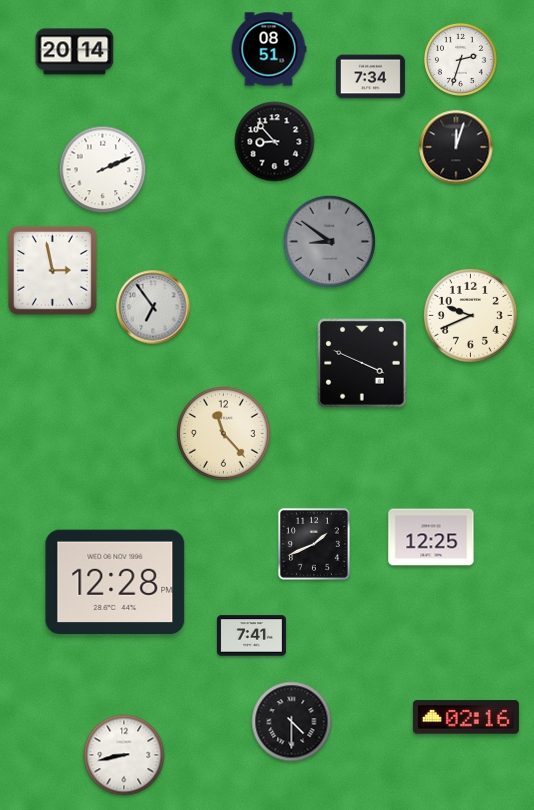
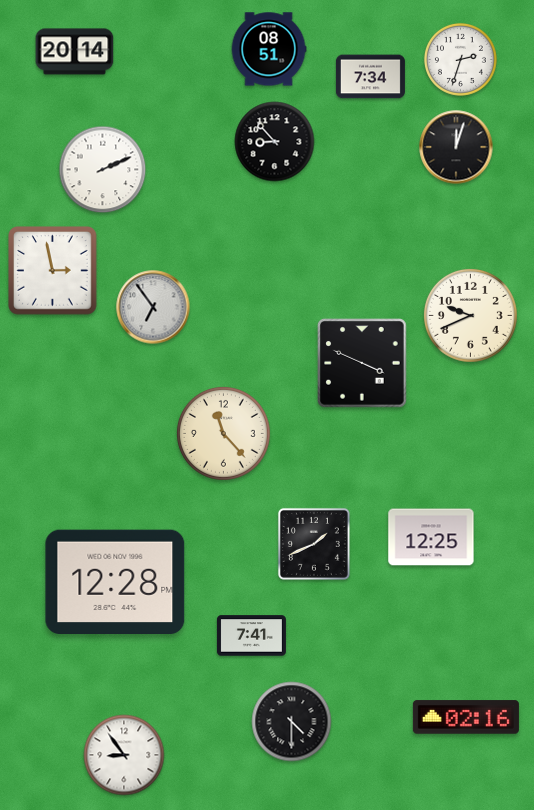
clock at (329, 241): 8:51 -> none
clock at (124, 755): 8:43 -> 8:54
